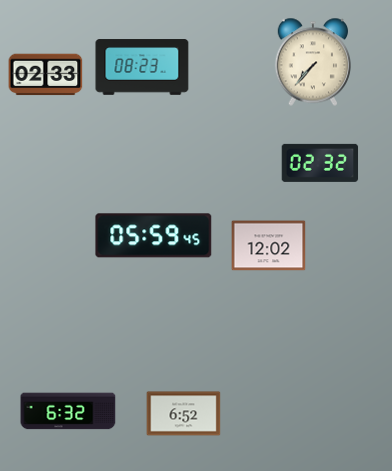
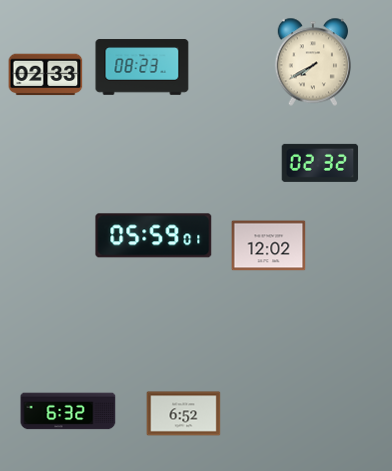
clock at (312, 62): 7:37 -> 7:40
clock at (154, 236): 05:59:45 -> 05:59:01
